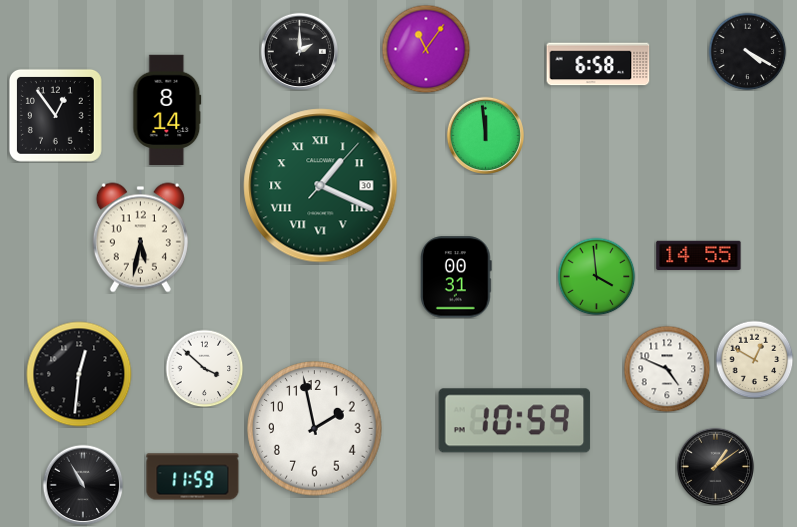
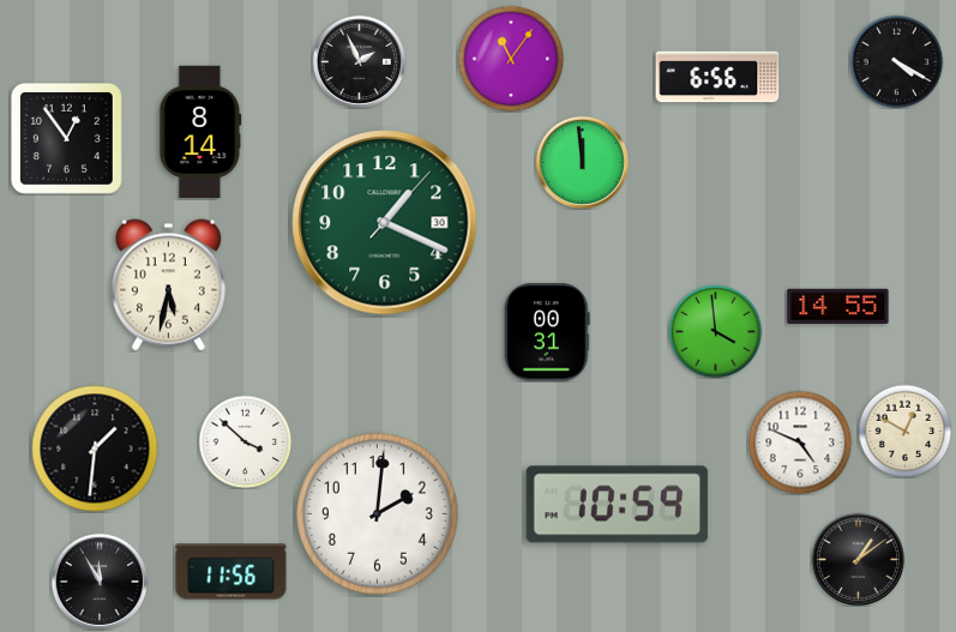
clock at (299, 51): 2:00 -> 1:56
clock at (598, 64): 6:58 -> 6:56
clock at (321, 186) numerals: Roman -> Arabic
clock at (79, 374): 12:31 -> 1:31
clock at (315, 429): 1:58 -> 2:01
clock at (193, 477): 11:59 -> 11:56
clock at (83, 485): 10:55 -> 11:55
